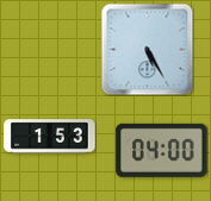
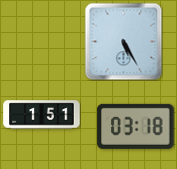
clock at (50, 137): 1:53 -> 1:51
clock at (162, 150): 04:00 -> 03:18
